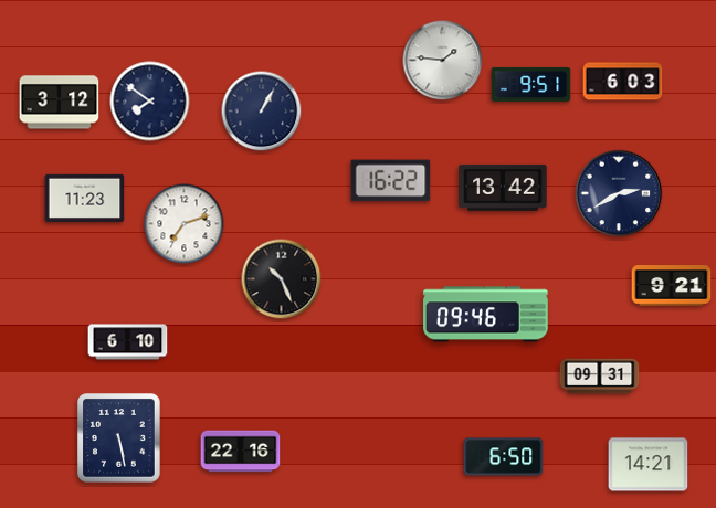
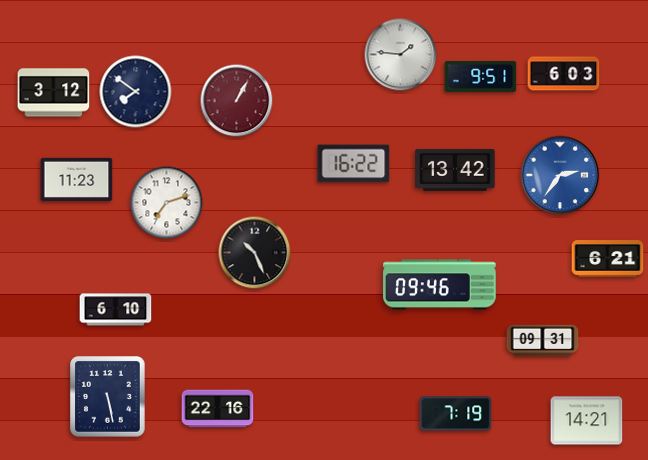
clock at (262, 112) dial: navy -> burgundy
clock at (619, 193): 2:40 -> 2:36
clock at (619, 193) dial: navy -> blue
clock at (672, 286): 9:21 -> 6:21
clock at (504, 457): 6:50 -> 7:19
